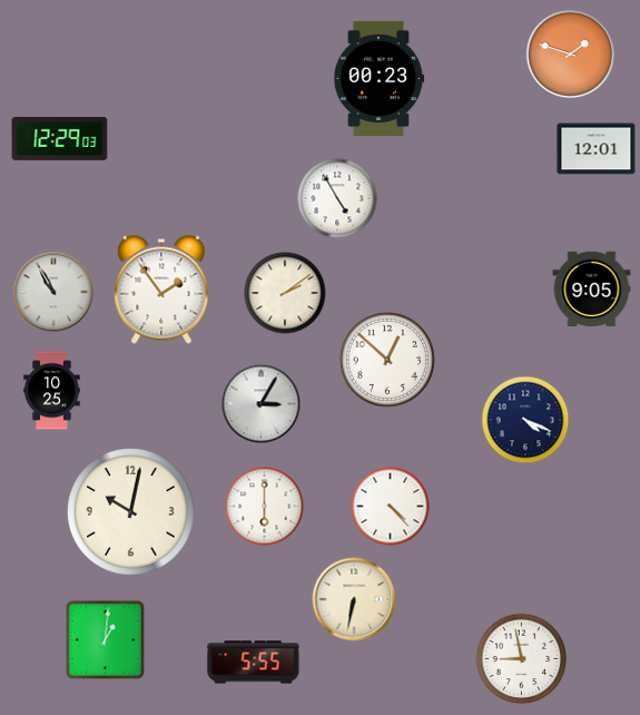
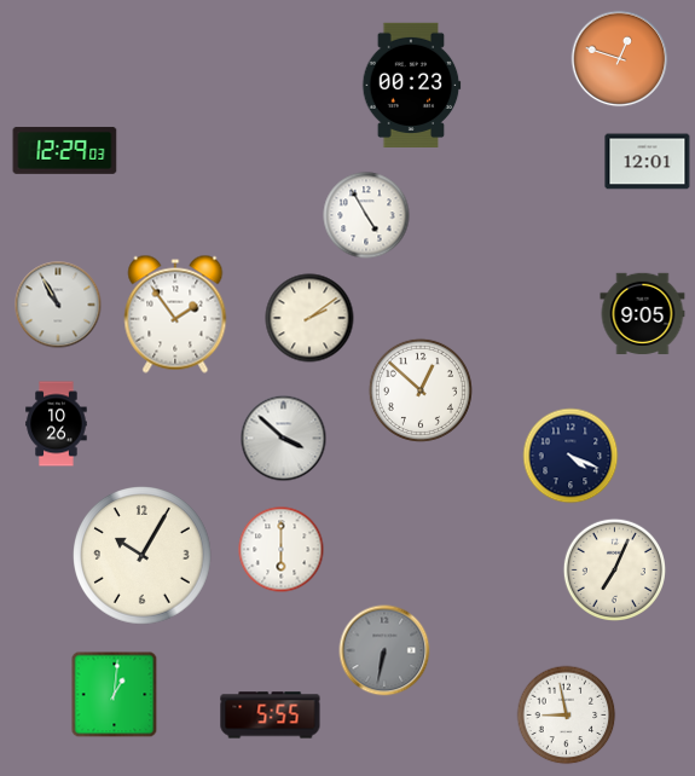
clock at (571, 55): 1:48 -> 12:48
clock at (53, 292) position: (53, 292) -> (58, 305)
clock at (52, 391): 10:25 -> 10:26
clock at (262, 404): 3:05 -> 3:52
clock at (265, 507) position: (265, 507) -> (282, 550)
clock at (391, 507): 4:23 -> none
clock at (131, 512): 10:02 -> 10:05
clock at (614, 569): none -> 7:04
clock at (354, 599) dial: cream -> grey
clock at (254, 663) position: (254, 663) -> (271, 716)
